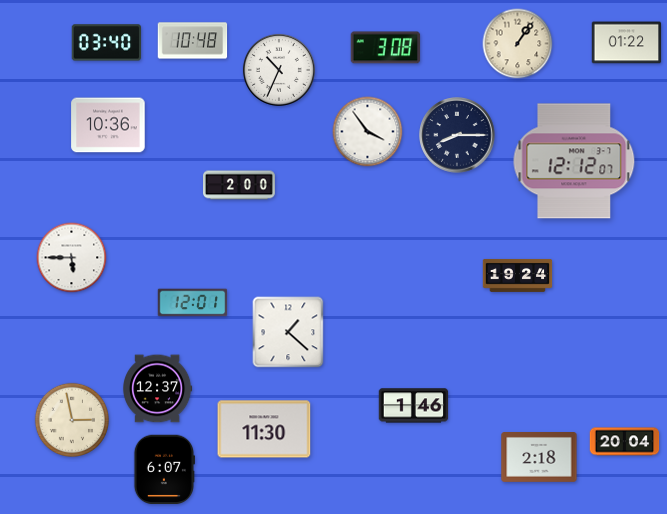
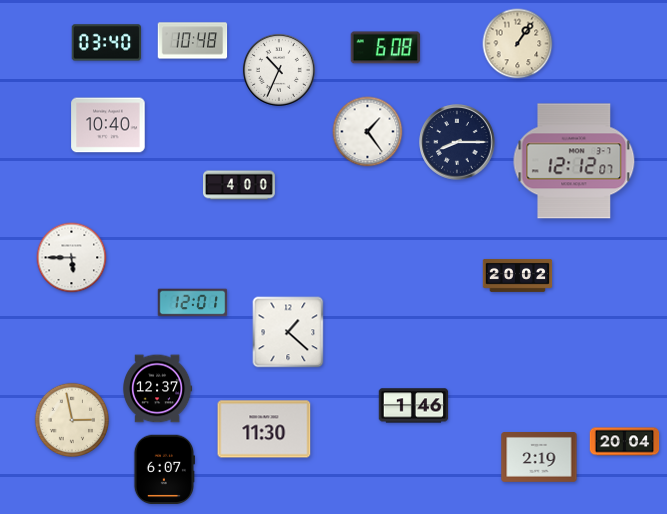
clock at (627, 43): 01:22 -> none
clock at (386, 48): 3:08 -> 6:08
clock at (108, 125): 10:36 -> 10:40
clock at (368, 132): 3:54 -> 1:24
clock at (457, 135) position: (457, 135) -> (457, 142)
clock at (240, 185): 2:00 -> 4:00
clock at (518, 276): 19:24 -> 20:02
clock at (539, 458): 2:18 -> 2:19
